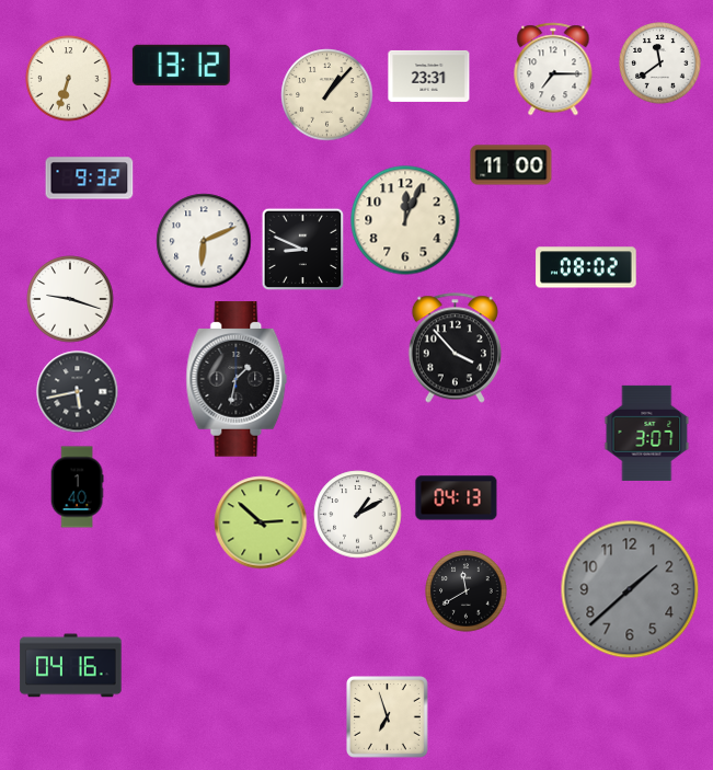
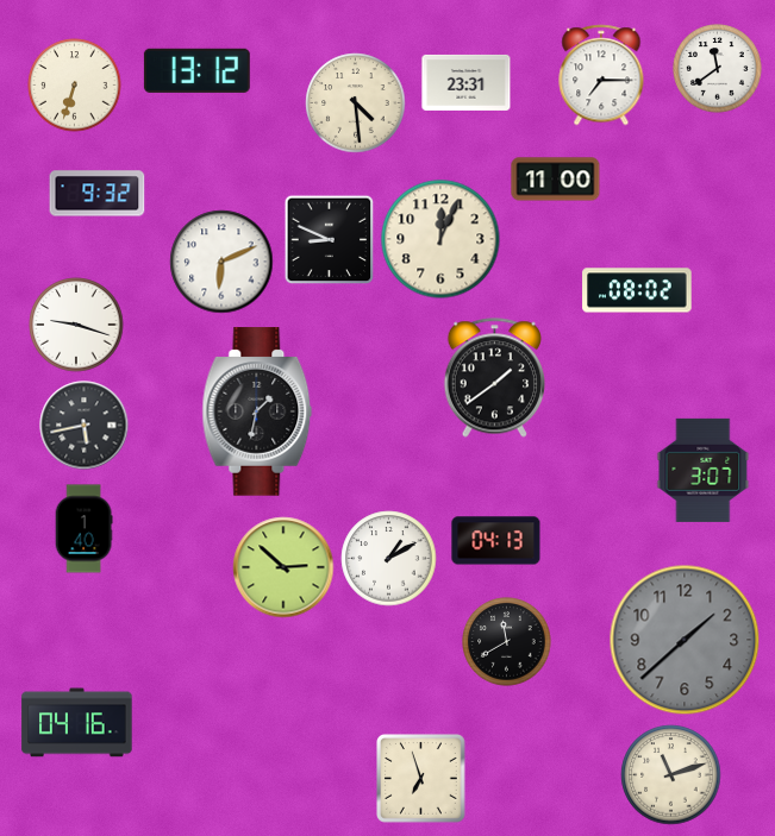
clock at (327, 95): 1:07 -> 4:29
clock at (303, 250) position: (303, 250) -> (330, 240)
clock at (455, 348): 3:53 -> 1:39
clock at (671, 775): none -> 11:12
